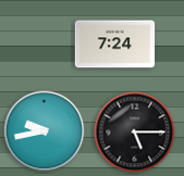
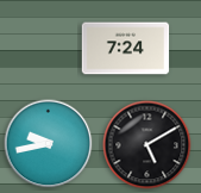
clock at (135, 133): 5:15 -> 5:10
